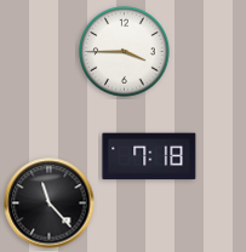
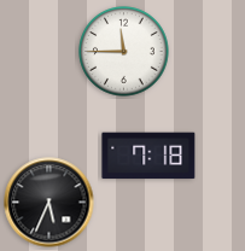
clock at (125, 52): 3:45 -> 11:45
clock at (50, 204): 11:23 -> 5:34
